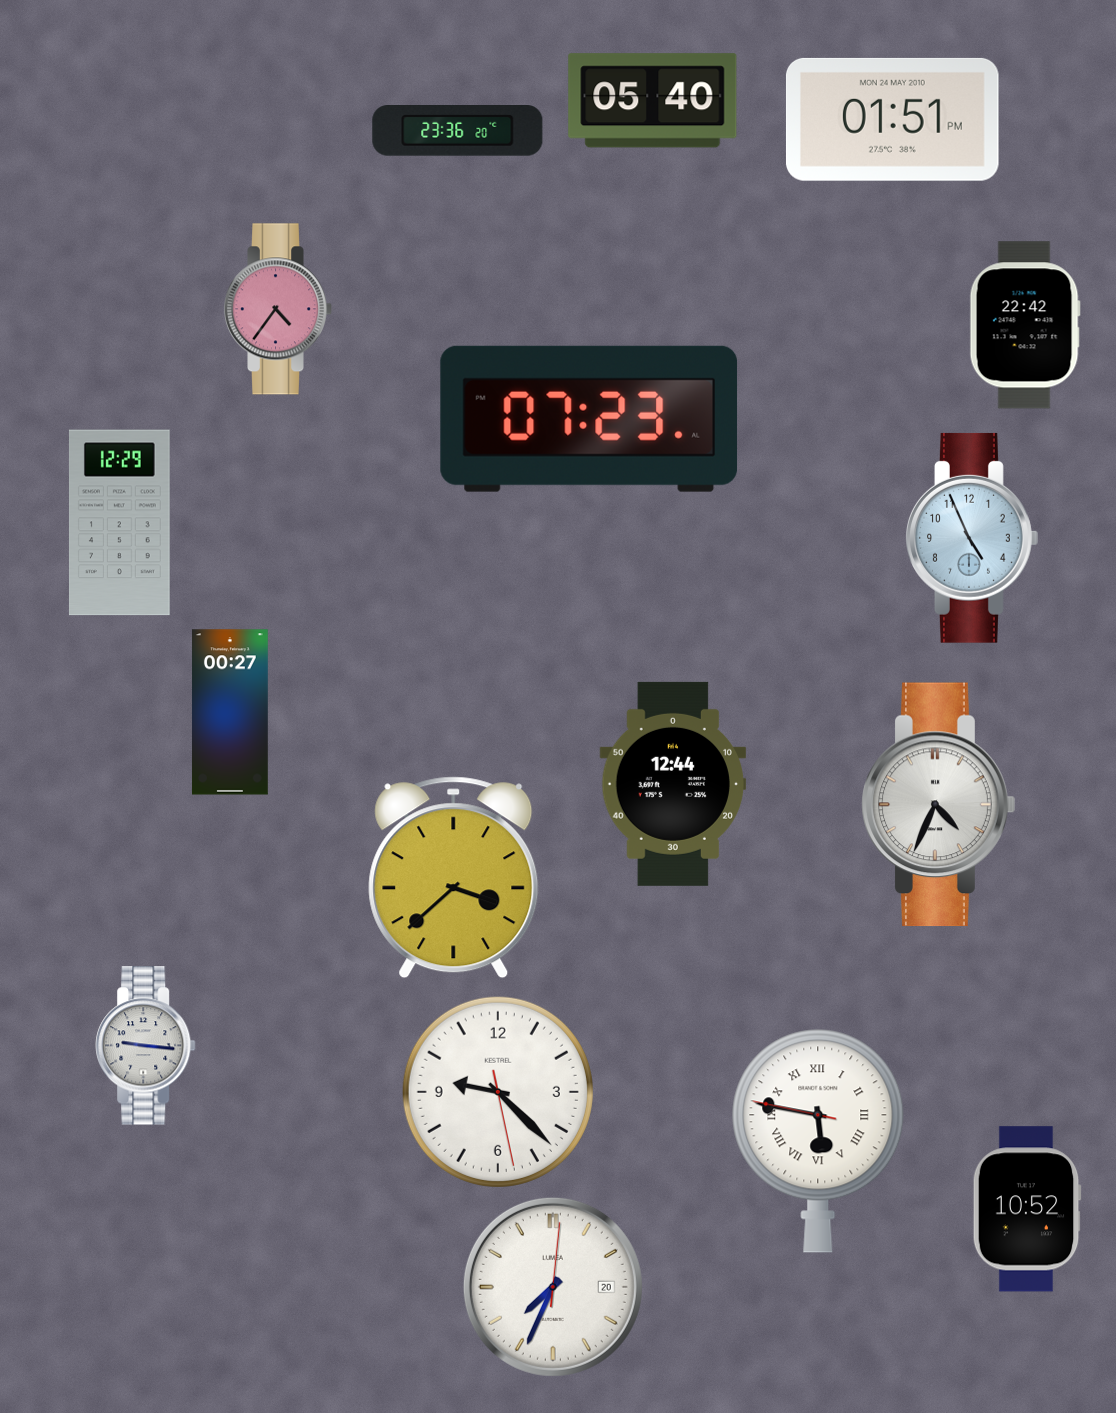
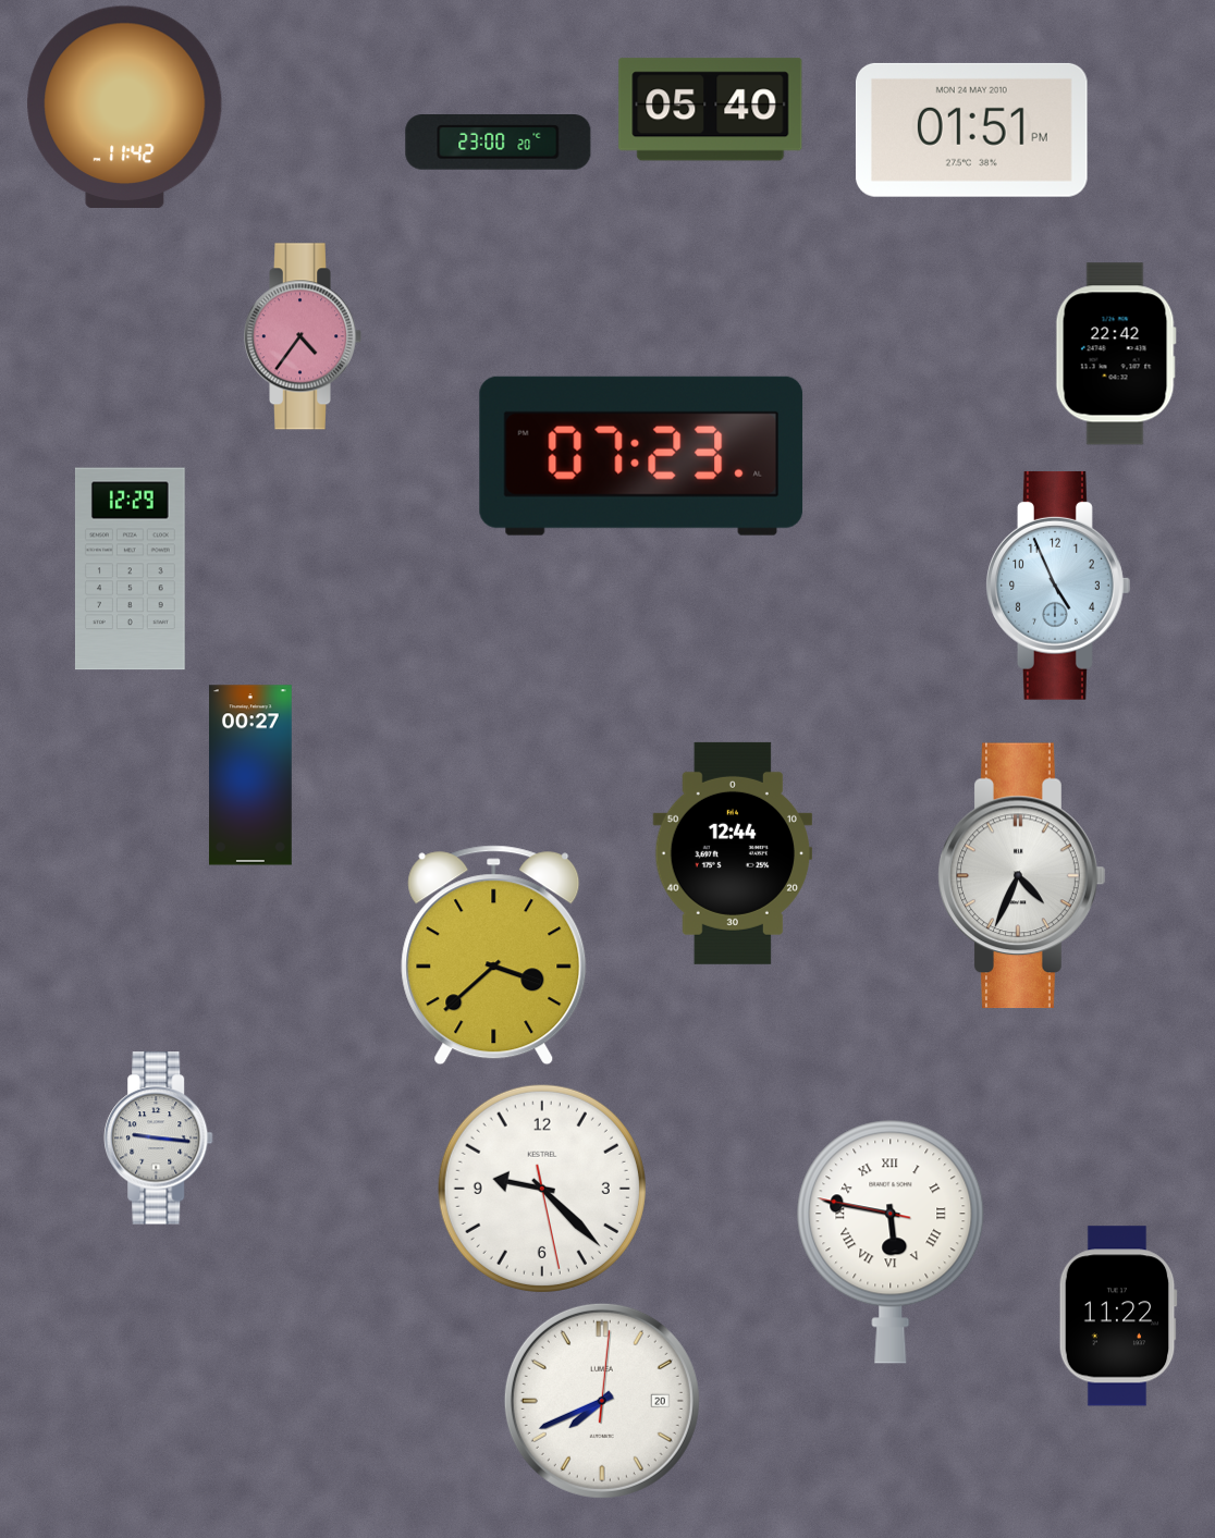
clock at (125, 107): none -> 11:42
clock at (458, 131): 23:36 -> 23:00
clock at (1027, 1209): 10:52 -> 11:22
clock at (553, 1287): 7:34 -> 7:41
